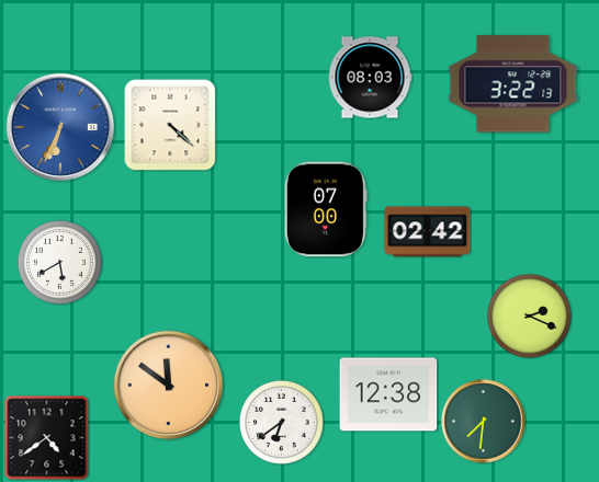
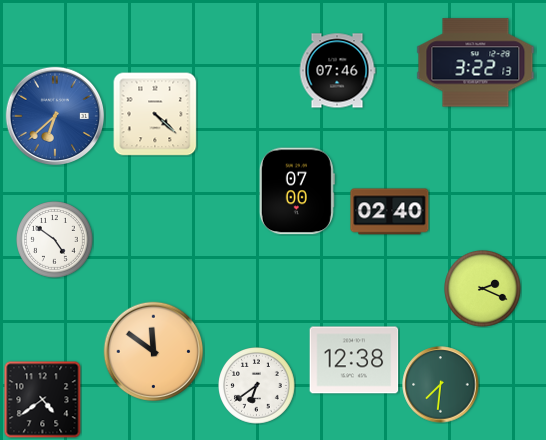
clock at (370, 78): 08:03 -> 07:46
clock at (513, 84) position: (513, 84) -> (476, 63)
clock at (60, 127): 6:34 -> 6:38
clock at (428, 232): 02:42 -> 02:40
clock at (60, 263): 5:40 -> 4:51
